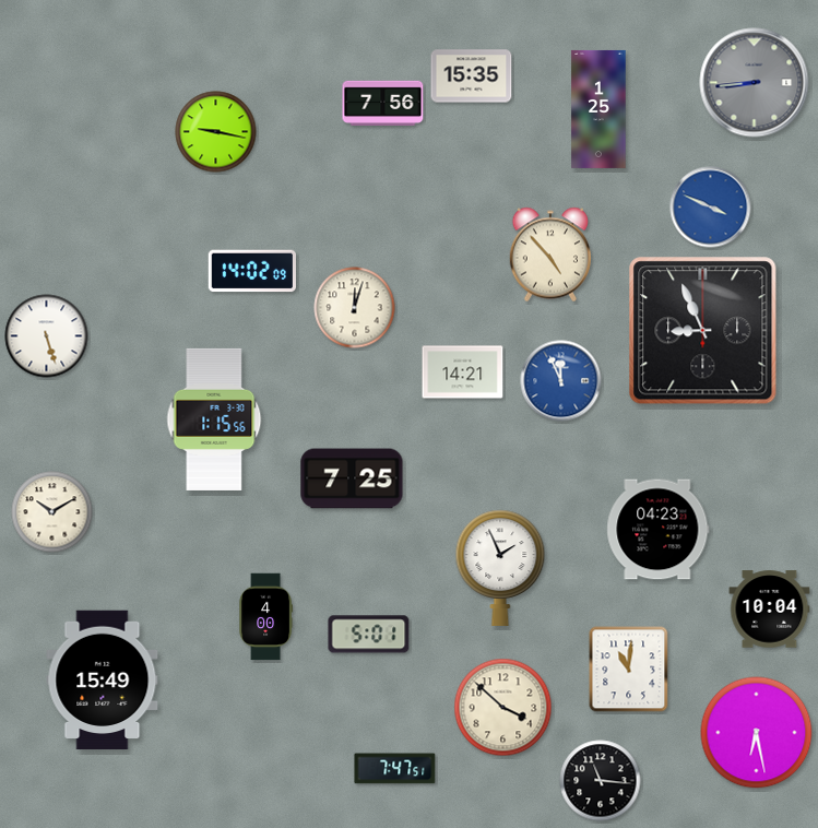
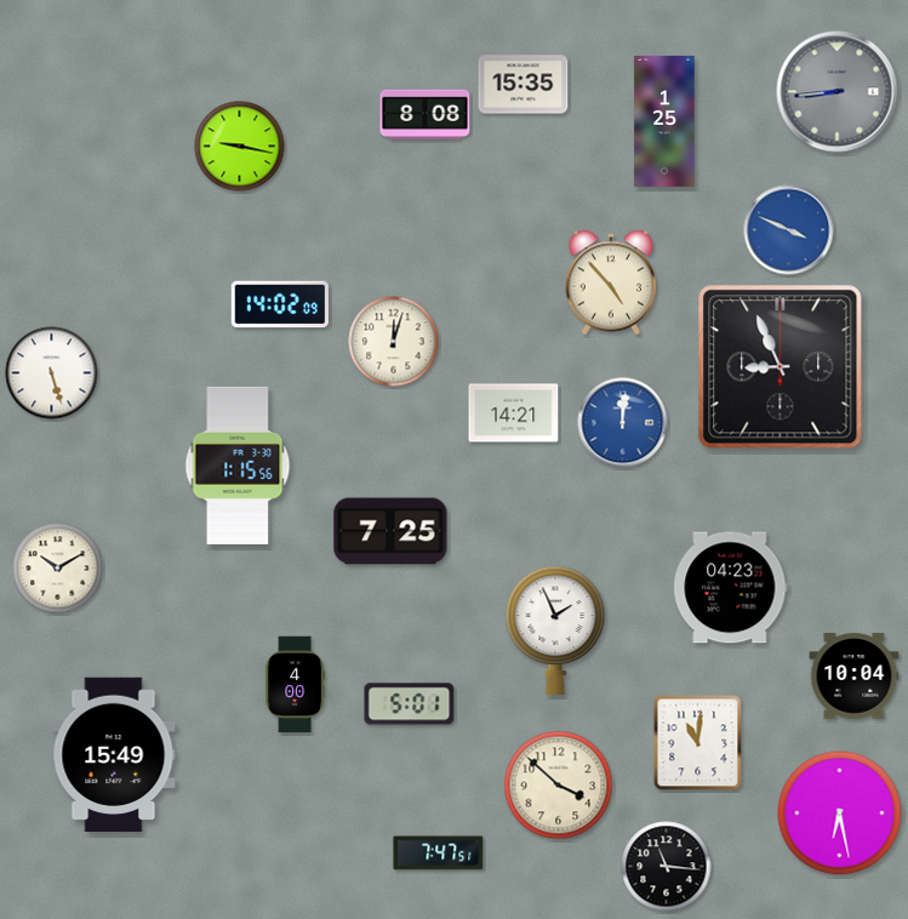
clock at (383, 103): 7:56 -> 8:08
clock at (251, 271) position: (251, 271) -> (279, 304)
clock at (561, 381): 11:56 -> 12:01
